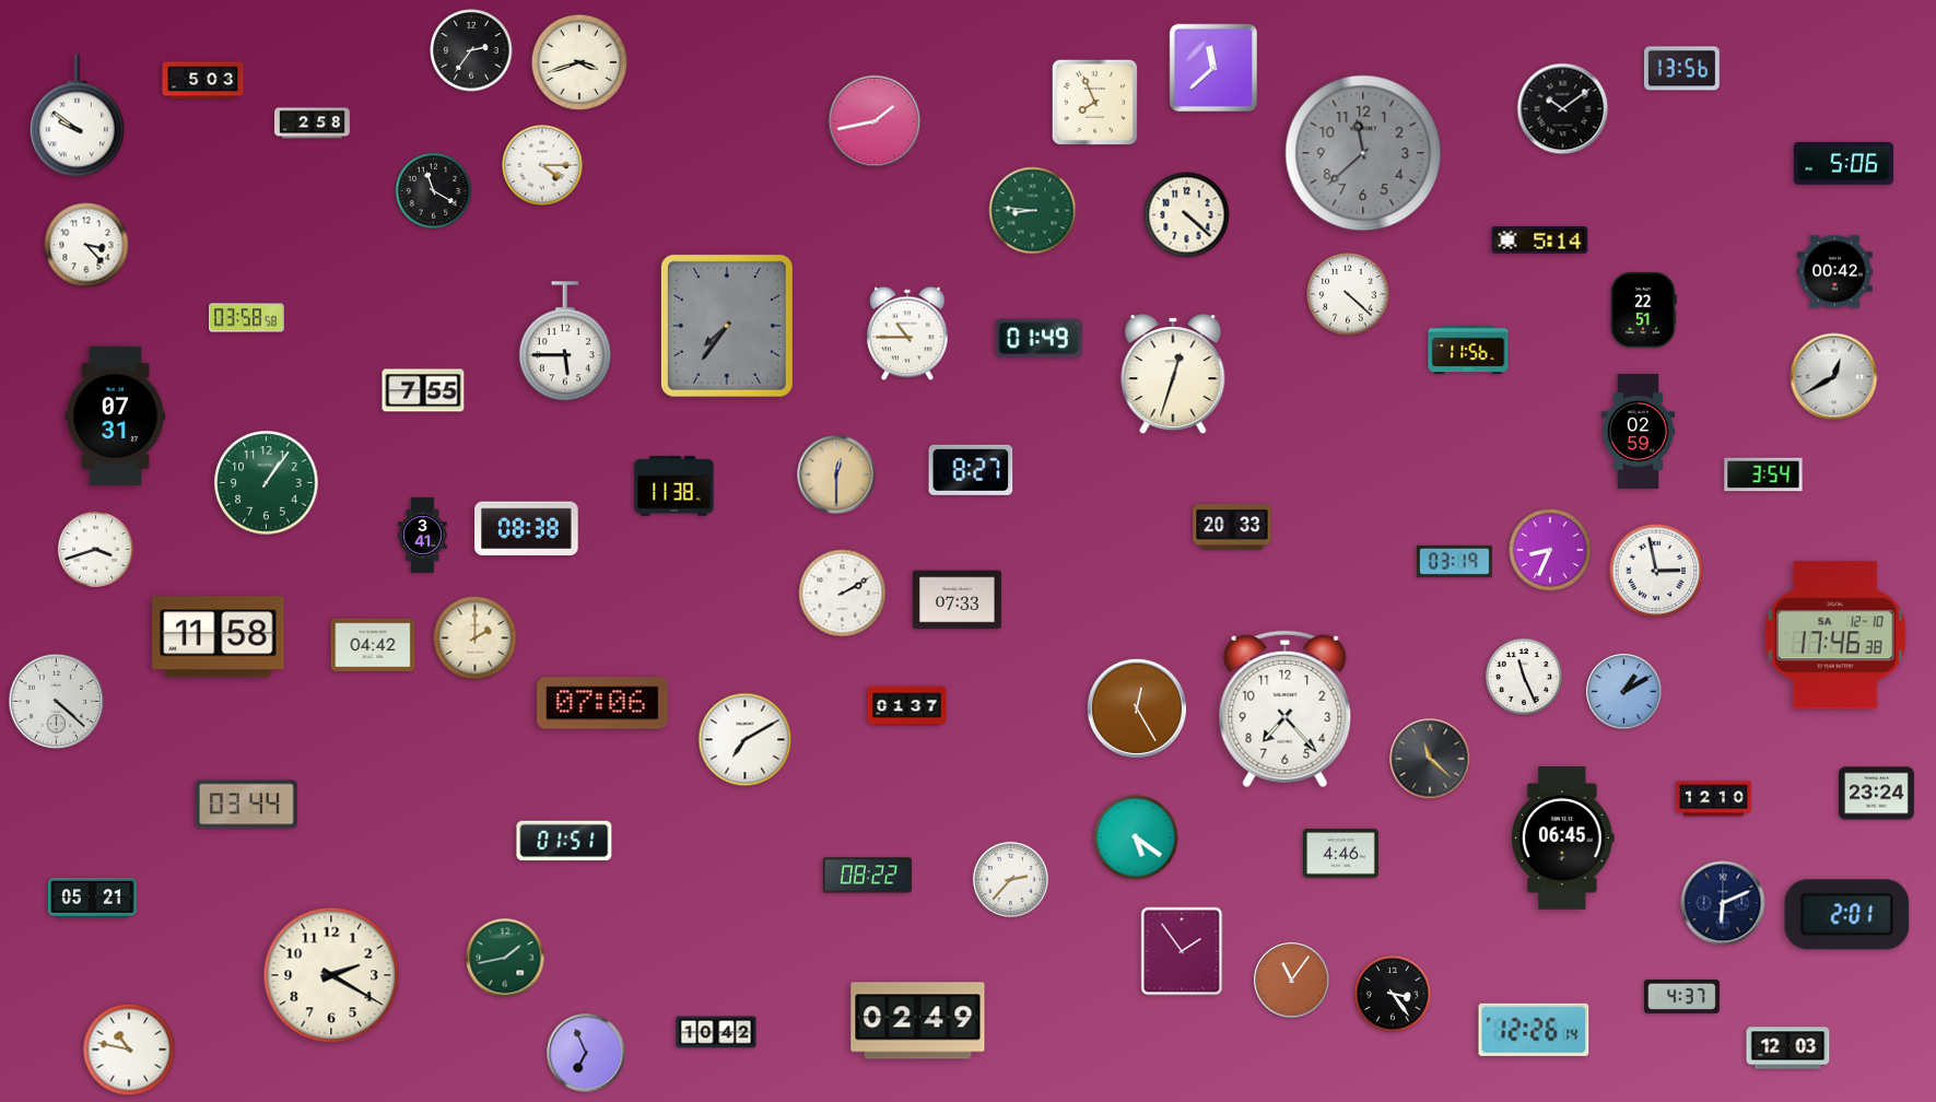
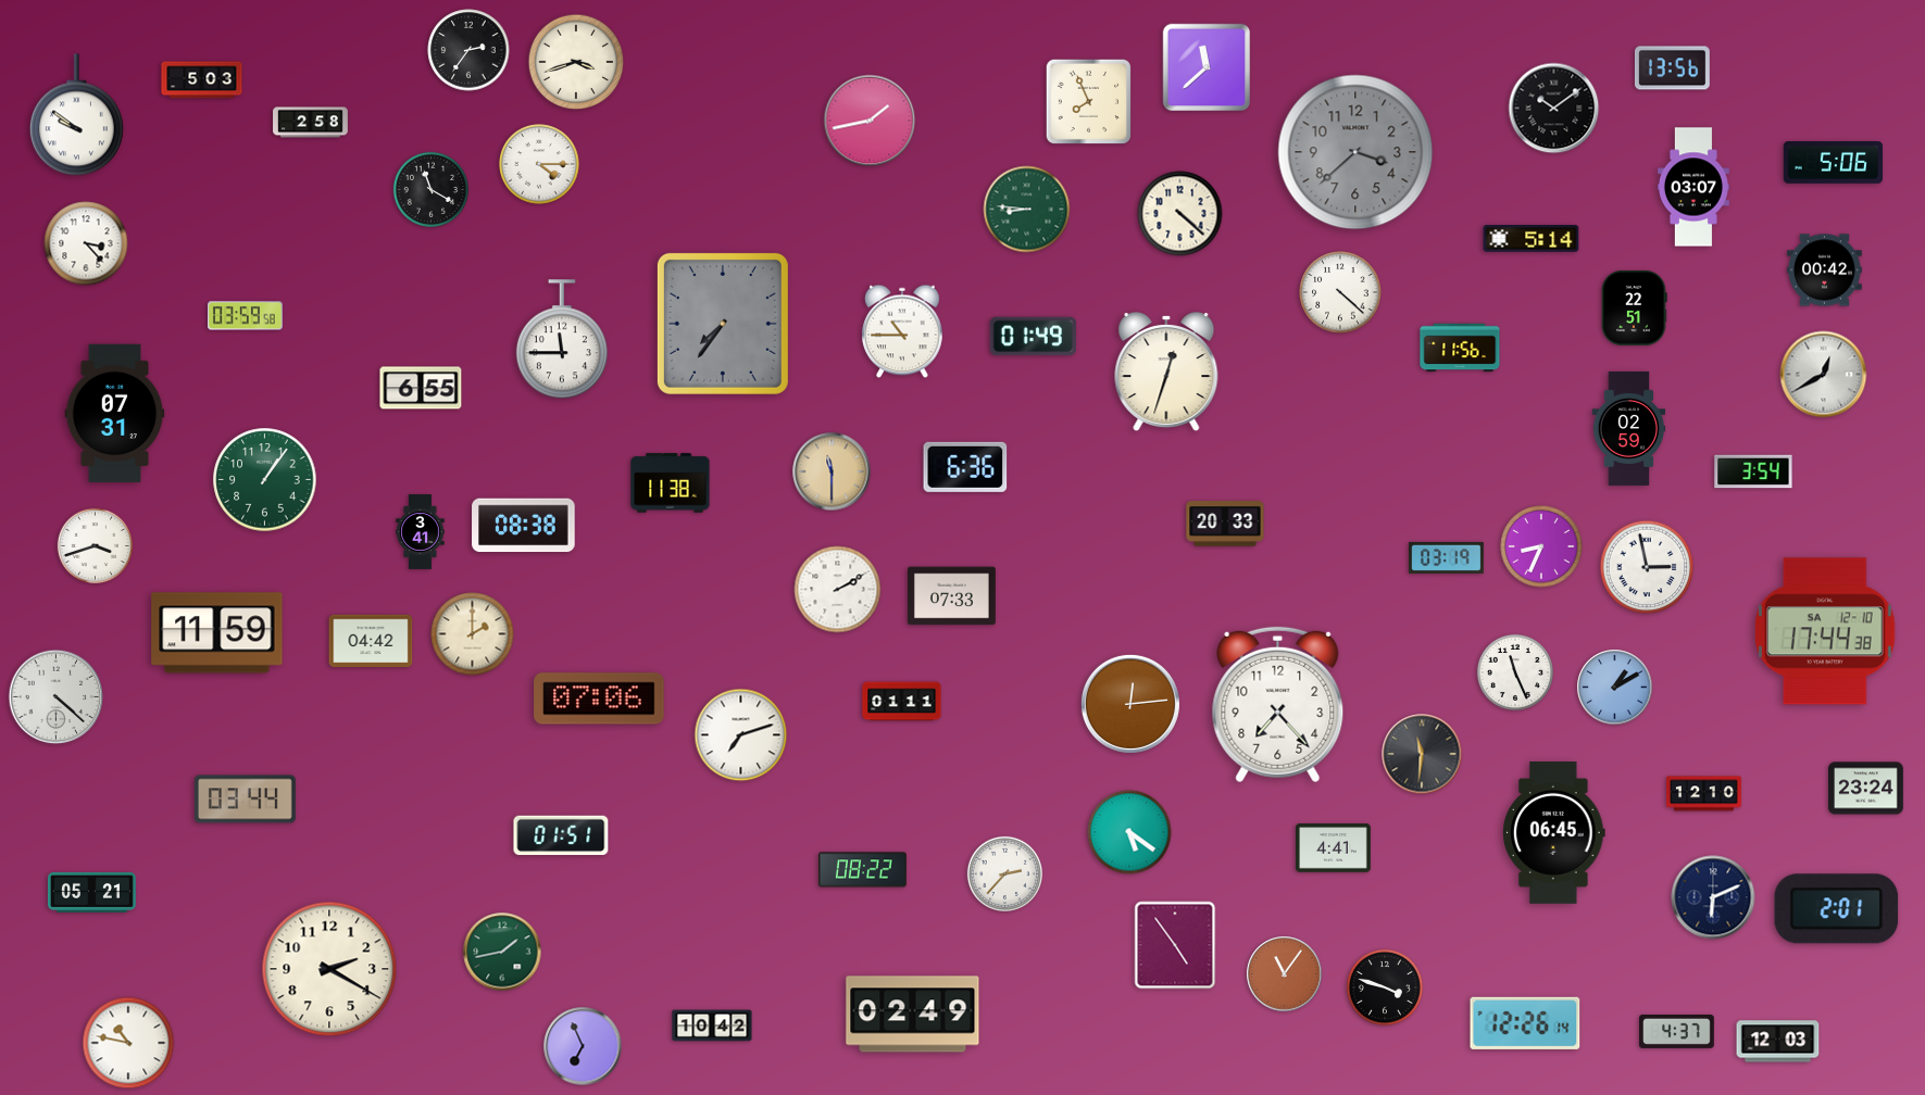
clock at (1363, 153): 11:38 -> 3:38
clock at (1693, 187): none -> 03:07
clock at (247, 318): 03:58 -> 03:59
clock at (565, 342): 5:45 -> 11:45
clock at (423, 390): 7:55 -> 6:55
clock at (971, 470): 8:27 -> 6:36
clock at (836, 474): 12:30 -> 11:30
clock at (1835, 635): 17:46 -> 17:44
clock at (219, 637): 11:58 -> 11:59
clock at (907, 706): 01:37 -> 01:11
clock at (1137, 708): 12:25 -> 12:14
clock at (746, 740): 7:10 -> 7:12
clock at (1430, 759): 11:22 -> 11:31
clock at (1341, 854): 4:46 -> 4:41
clock at (1182, 951): 1:54 -> 4:54
clock at (1393, 994): 3:24 -> 3:48
clock at (1682, 996) position: (1682, 996) -> (1677, 1031)
